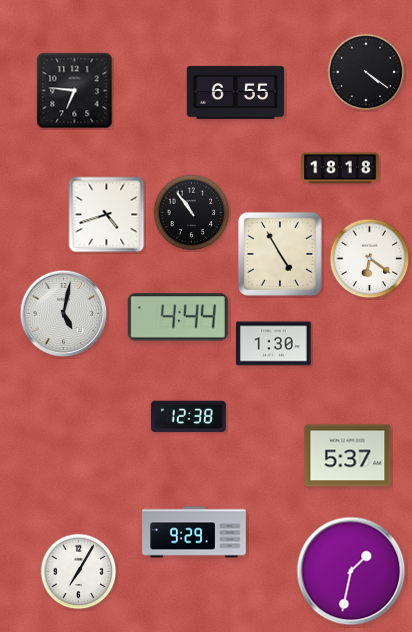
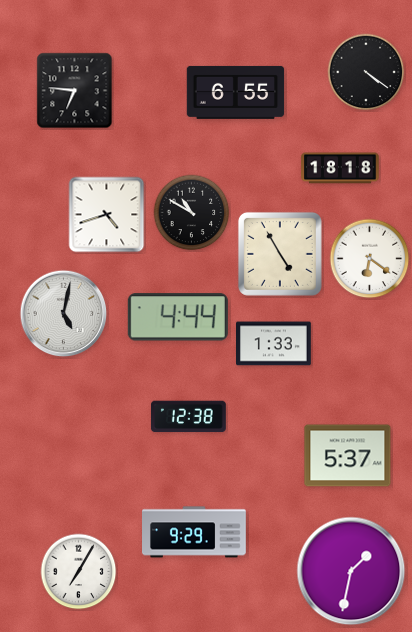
clock at (192, 213): 10:54 -> 10:50
clock at (274, 344): 1:30 -> 1:33
